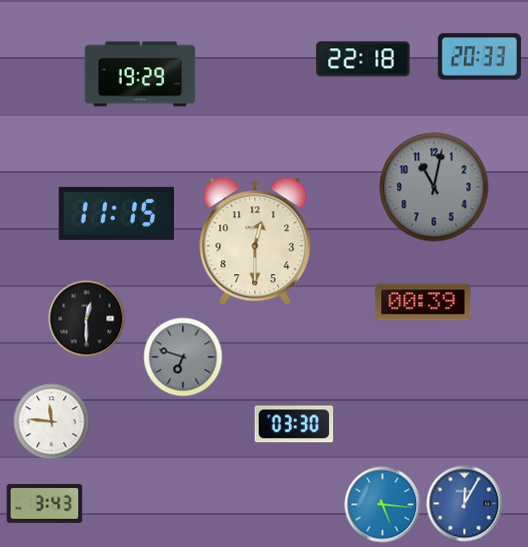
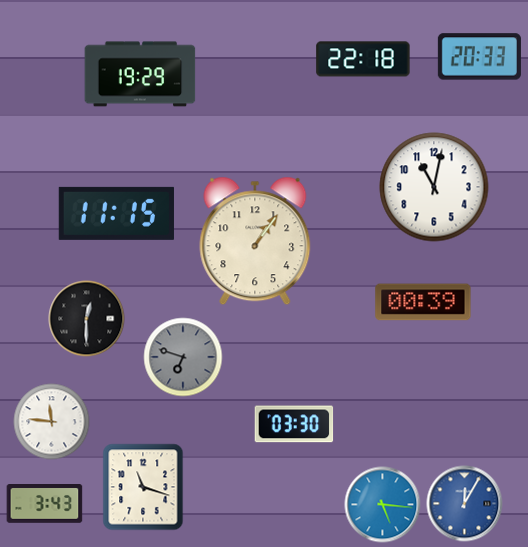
clock at (434, 187) dial: grey -> white
clock at (255, 241): 12:30 -> 1:06
clock at (143, 487): none -> 11:18
